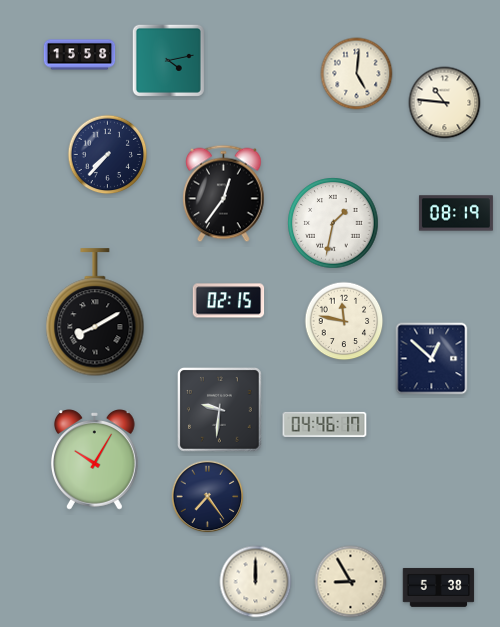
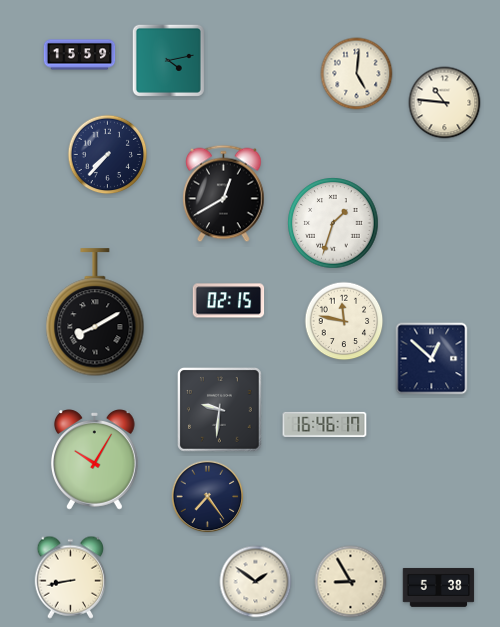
clock at (80, 55): 15:58 -> 15:59
clock at (224, 194): 12:36 -> 12:40
clock at (456, 213): 08:19 -> none
clock at (333, 223): 1:32 -> 1:33
clock at (325, 424): 04:46 -> 16:46
clock at (70, 577): none -> 8:43
clock at (256, 582): 12:00 -> 1:51
